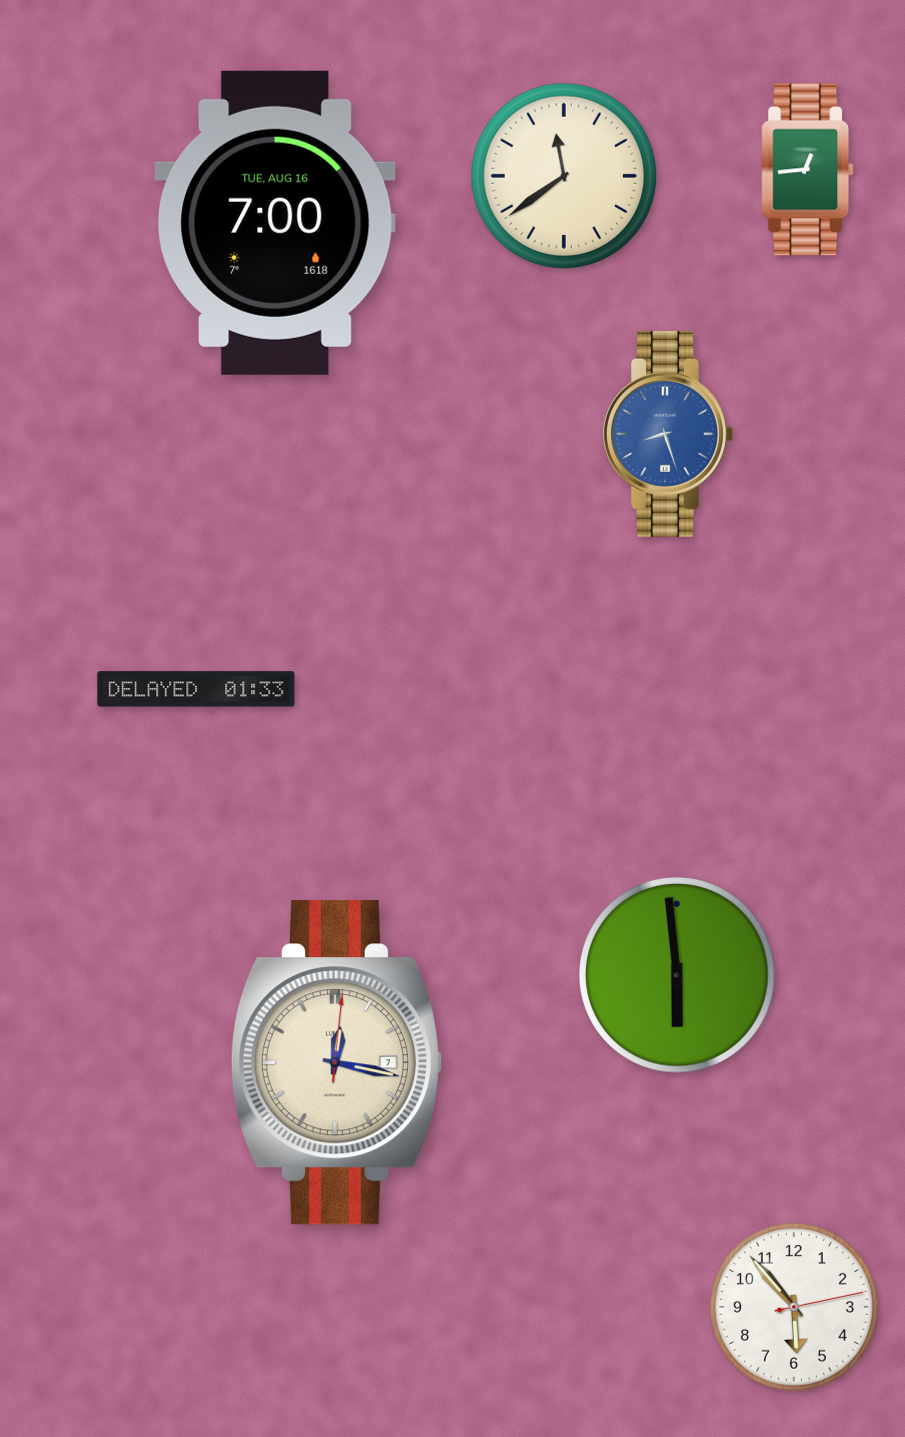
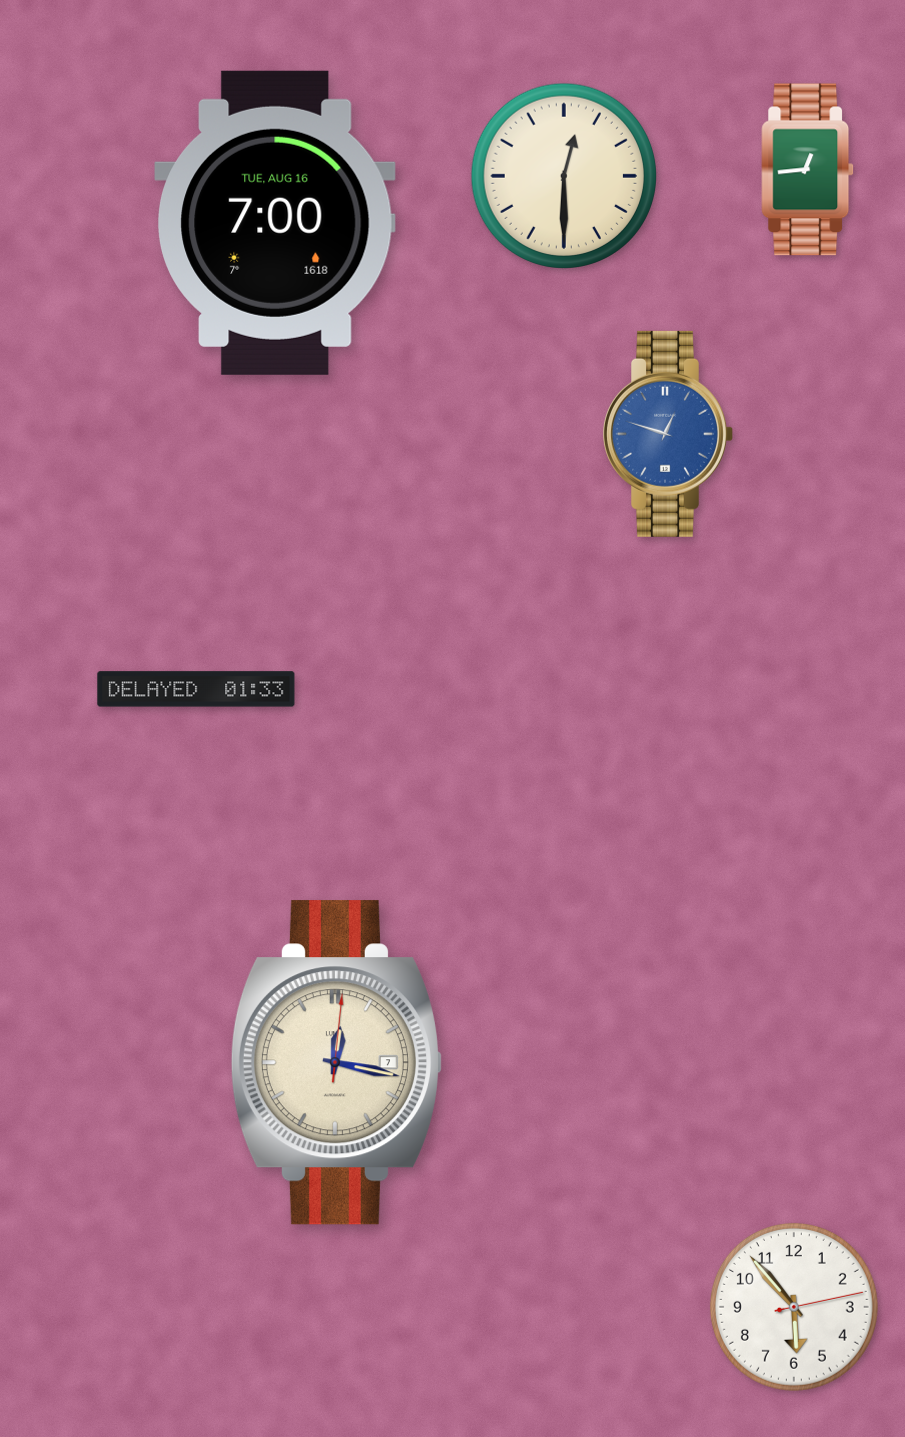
clock at (563, 175): 11:39 -> 12:30
clock at (669, 434): 8:27 -> 12:48
clock at (678, 976): 5:59 -> none
